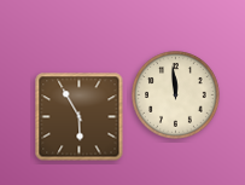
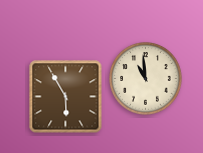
clock at (176, 96): 11:59 -> 10:59
